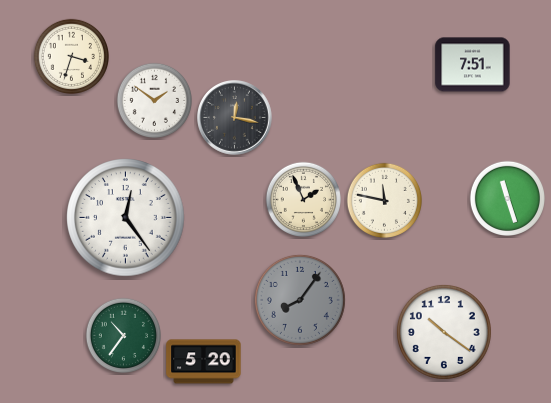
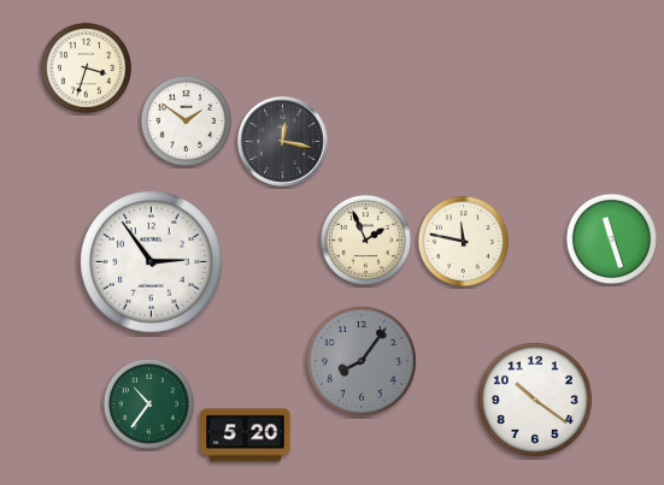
clock at (473, 65): 7:51 -> none
clock at (126, 218): 12:24 -> 2:54
